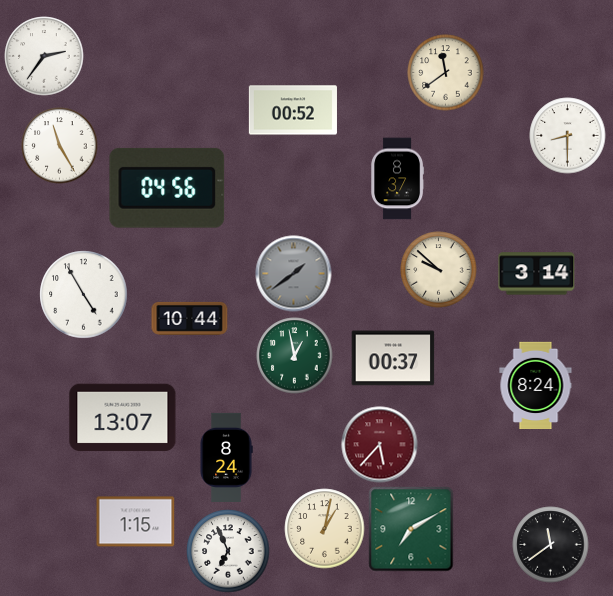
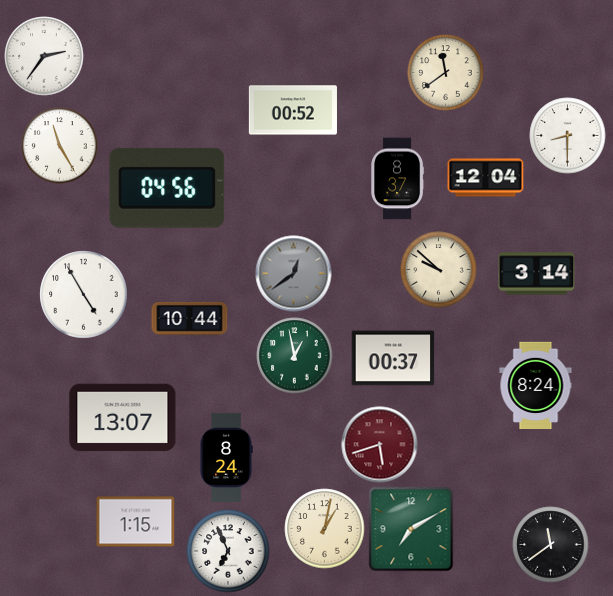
clock at (486, 178): none -> 12:04
clock at (294, 274): 1:39 -> 12:39
clock at (380, 445): 5:37 -> 5:42
